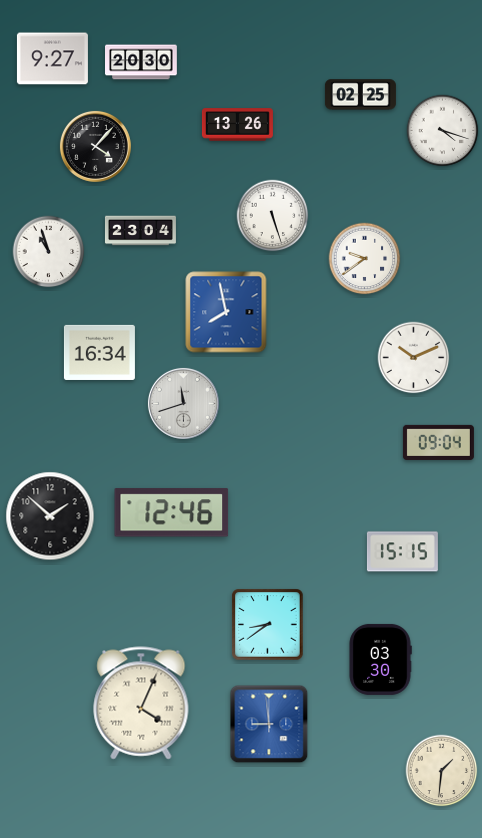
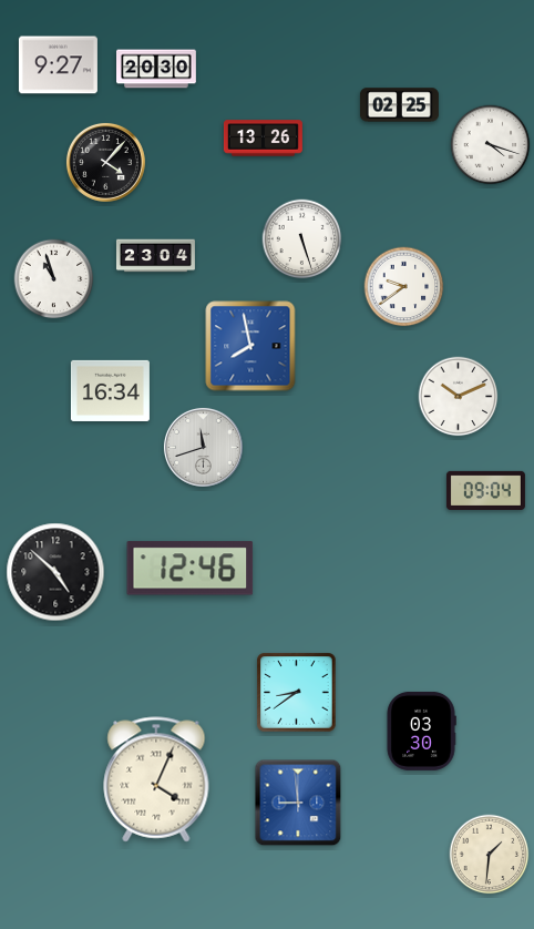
clock at (50, 516): 1:52 -> 4:52
clock at (402, 552): 15:15 -> none
